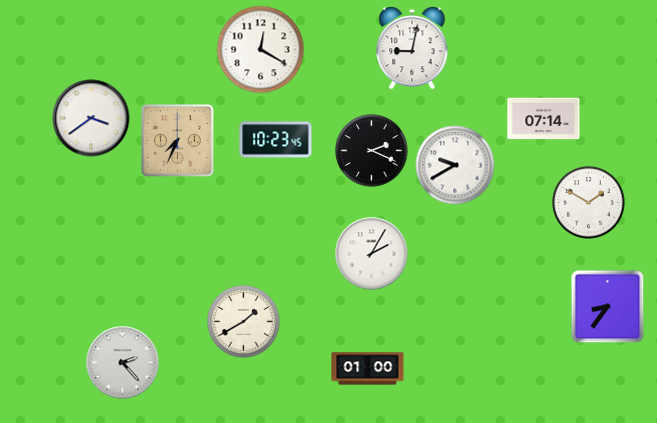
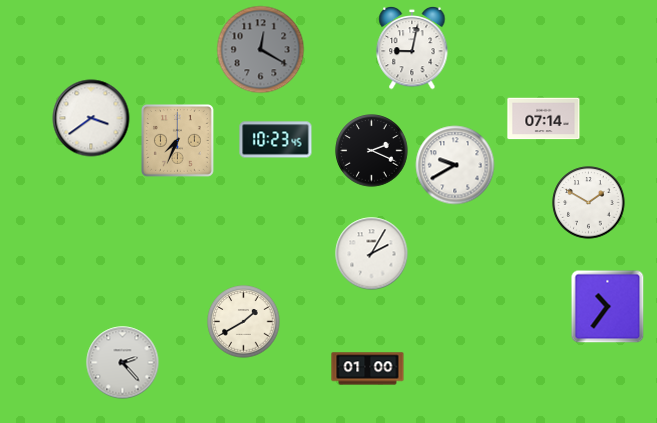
clock at (261, 50) dial: white -> grey
clock at (608, 307): 8:36 -> 10:36
